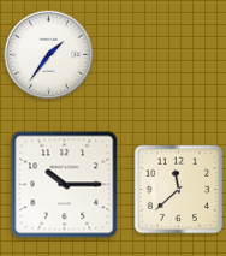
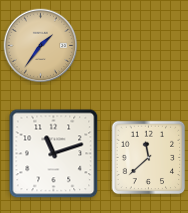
clock at (49, 55) dial: white -> champagne
clock at (65, 185): 10:15 -> 11:12
